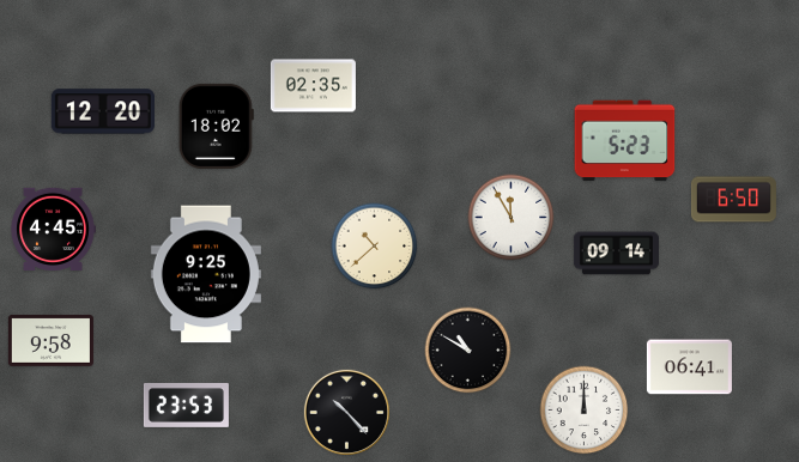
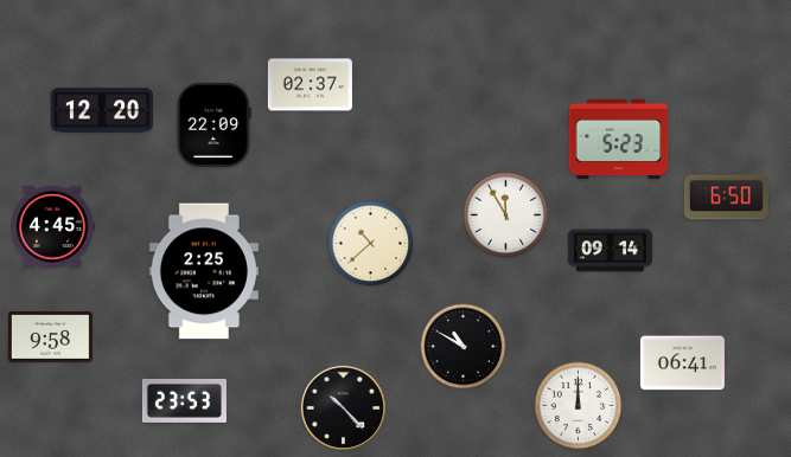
clock at (313, 86): 02:35 -> 02:37
clock at (216, 126): 18:02 -> 22:09
clock at (206, 274): 9:25 -> 2:25
